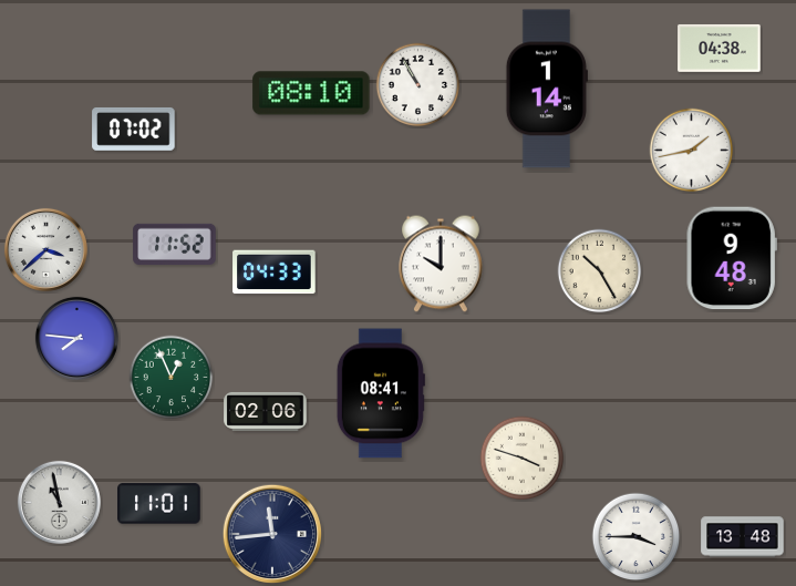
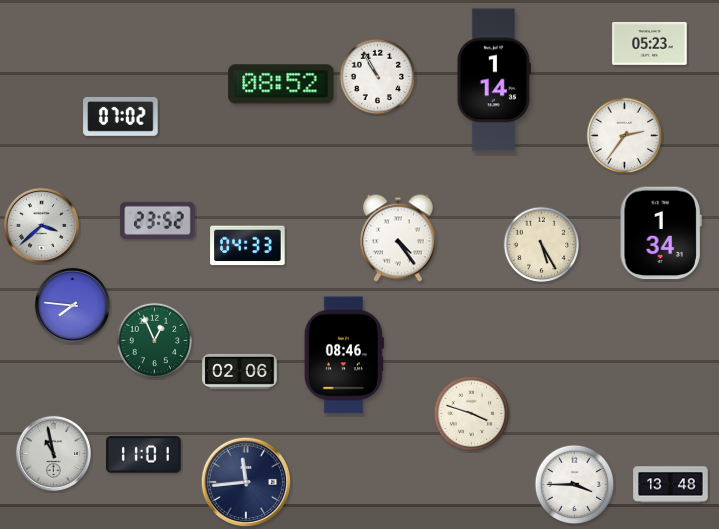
clock at (720, 49): 04:38 -> 05:23
clock at (311, 93): 08:10 -> 08:52
clock at (692, 151): 1:43 -> 2:36
clock at (175, 244): 11:52 -> 23:52
clock at (732, 258): 9:48 -> 1:34
clock at (442, 264): 10:00 -> 4:24
clock at (600, 271): 10:25 -> 5:25
clock at (76, 338) position: (76, 338) -> (72, 305)
clock at (381, 393): 08:41 -> 08:46
